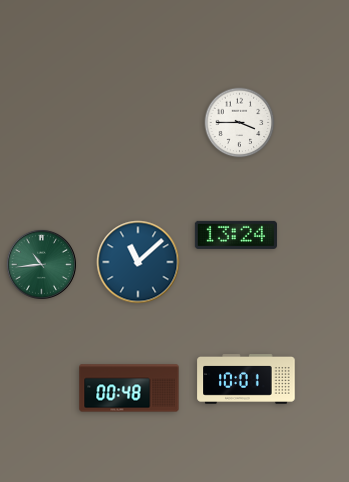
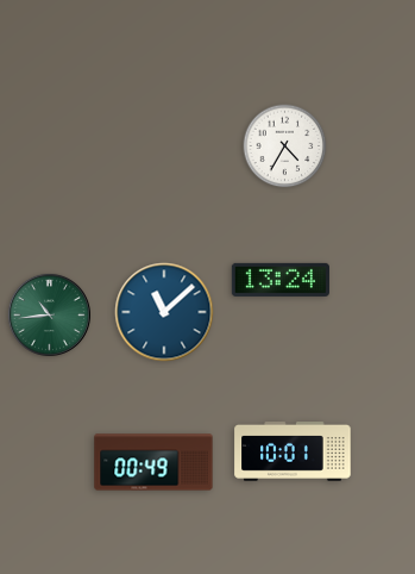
clock at (240, 123): 3:45 -> 4:35
clock at (129, 388): 00:48 -> 00:49
